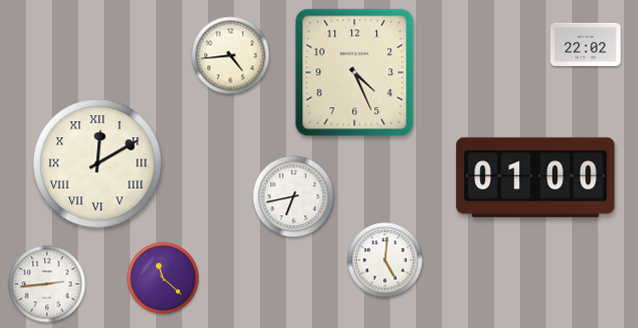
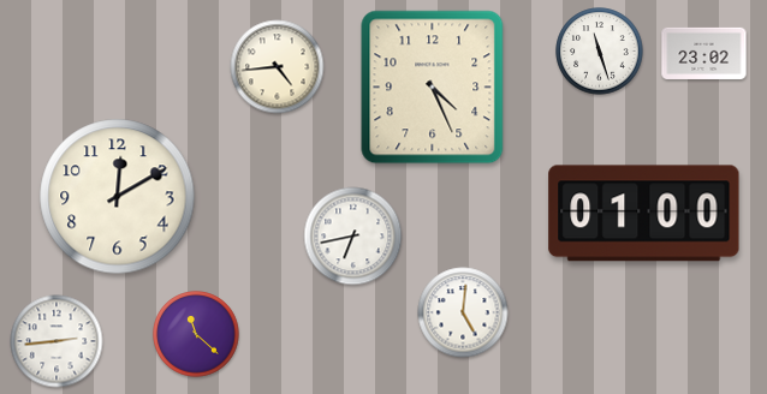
clock at (600, 52): none -> 11:27
clock at (586, 44): 22:02 -> 23:02
clock at (355, 73) position: (355, 73) -> (433, 88)
clock at (98, 164) numerals: Roman -> Arabic
